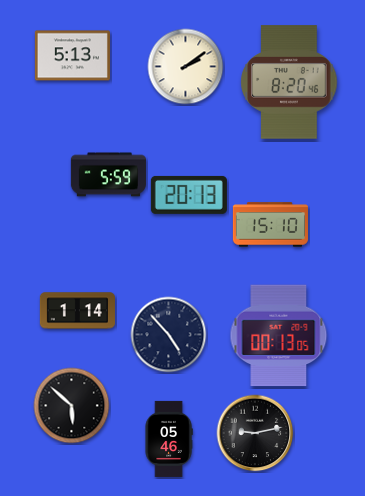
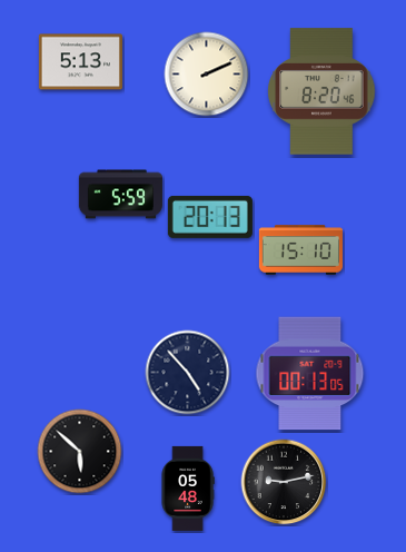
clock at (186, 67): 2:09 -> 2:11
clock at (77, 311): 1:14 -> none
clock at (169, 439): 05:46 -> 05:48
